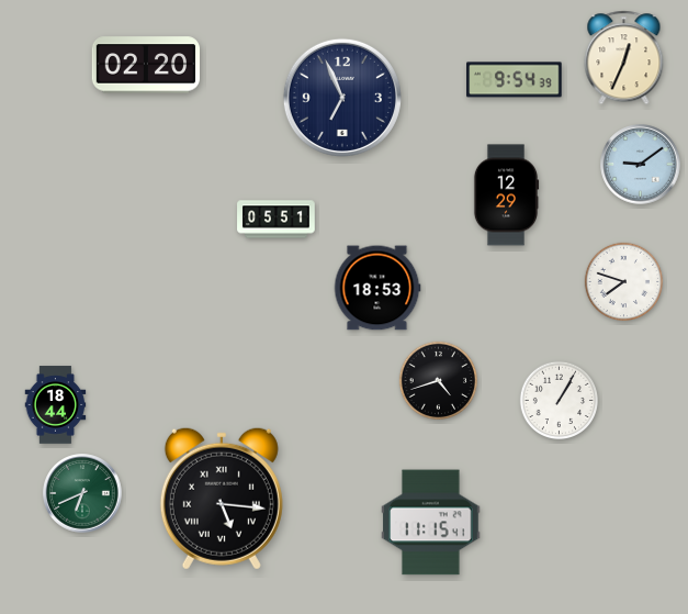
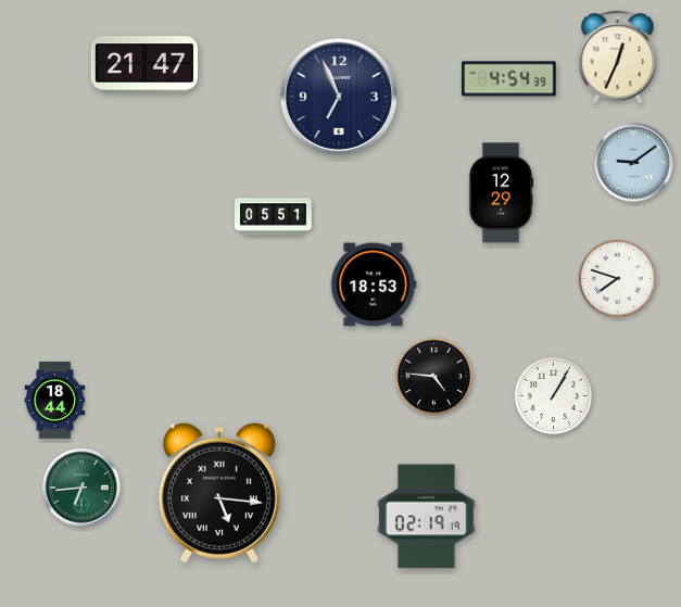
clock at (145, 65): 02:20 -> 21:47
clock at (515, 80): 9:54 -> 4:54
clock at (438, 380): 4:42 -> 4:46
clock at (82, 493): 6:41 -> 6:44
clock at (431, 523): 11:15 -> 02:19
